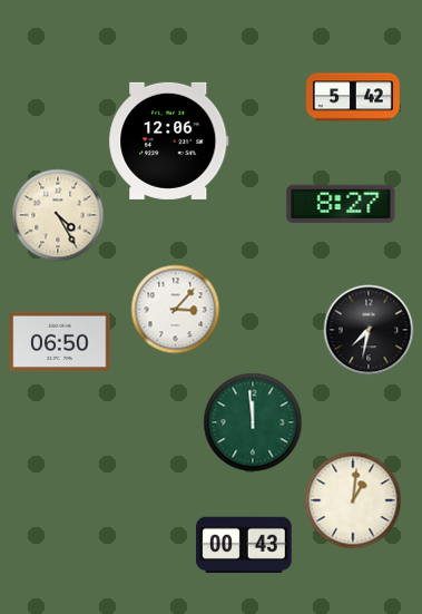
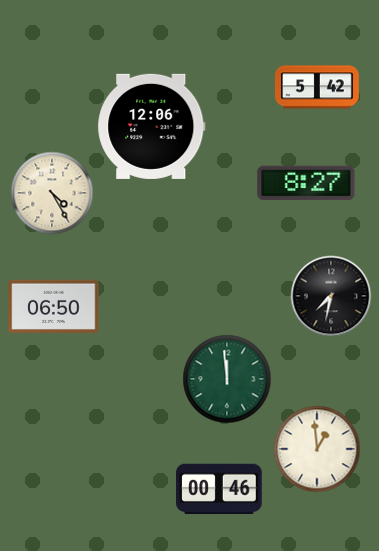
clock at (175, 309): 3:07 -> none
clock at (353, 500): 1:01 -> 12:59
clock at (244, 545): 00:43 -> 00:46
